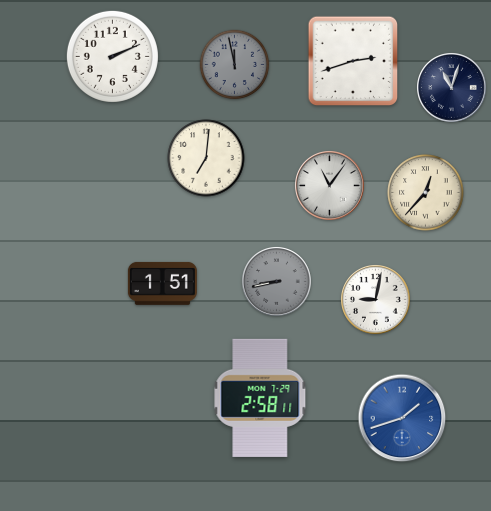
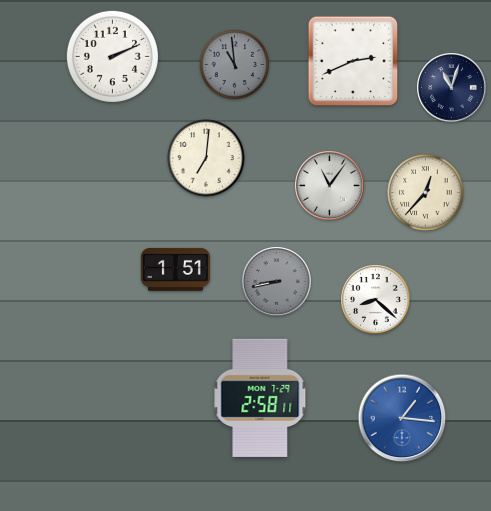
clock at (353, 61): 2:42 -> 2:41
clock at (235, 65): 11:58 -> 10:59
clock at (162, 283) position: (162, 283) -> (175, 269)
clock at (376, 300): 9:02 -> 8:22
clock at (402, 418): 1:42 -> 1:16
